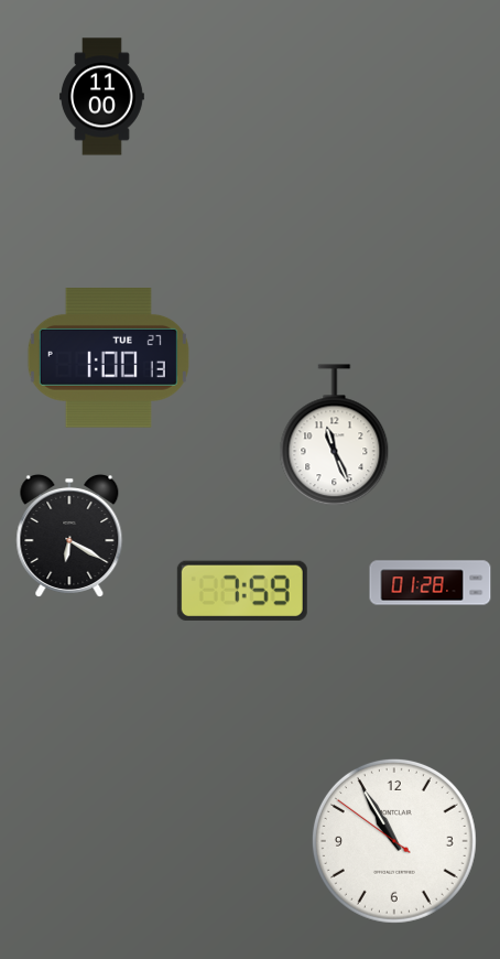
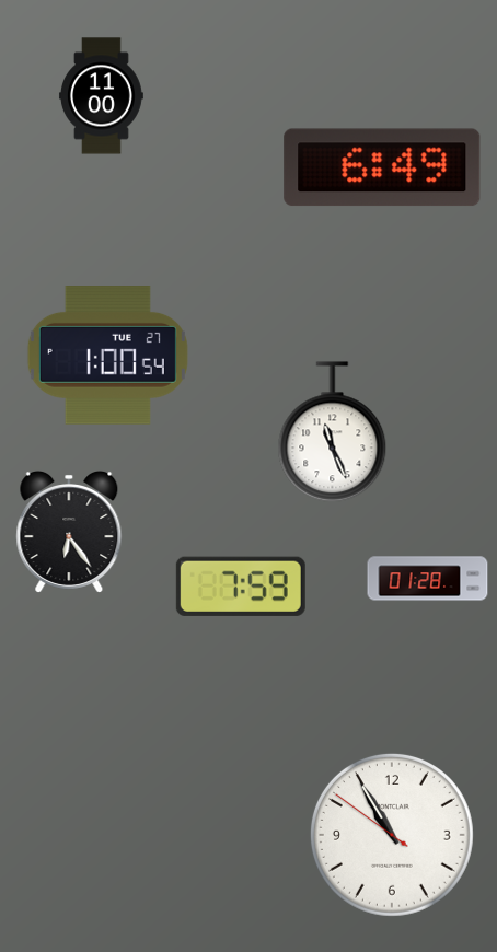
clock at (382, 167): none -> 6:49
clock at (108, 358): 1:00:13 -> 1:00:54
clock at (69, 536): 6:20 -> 6:24
